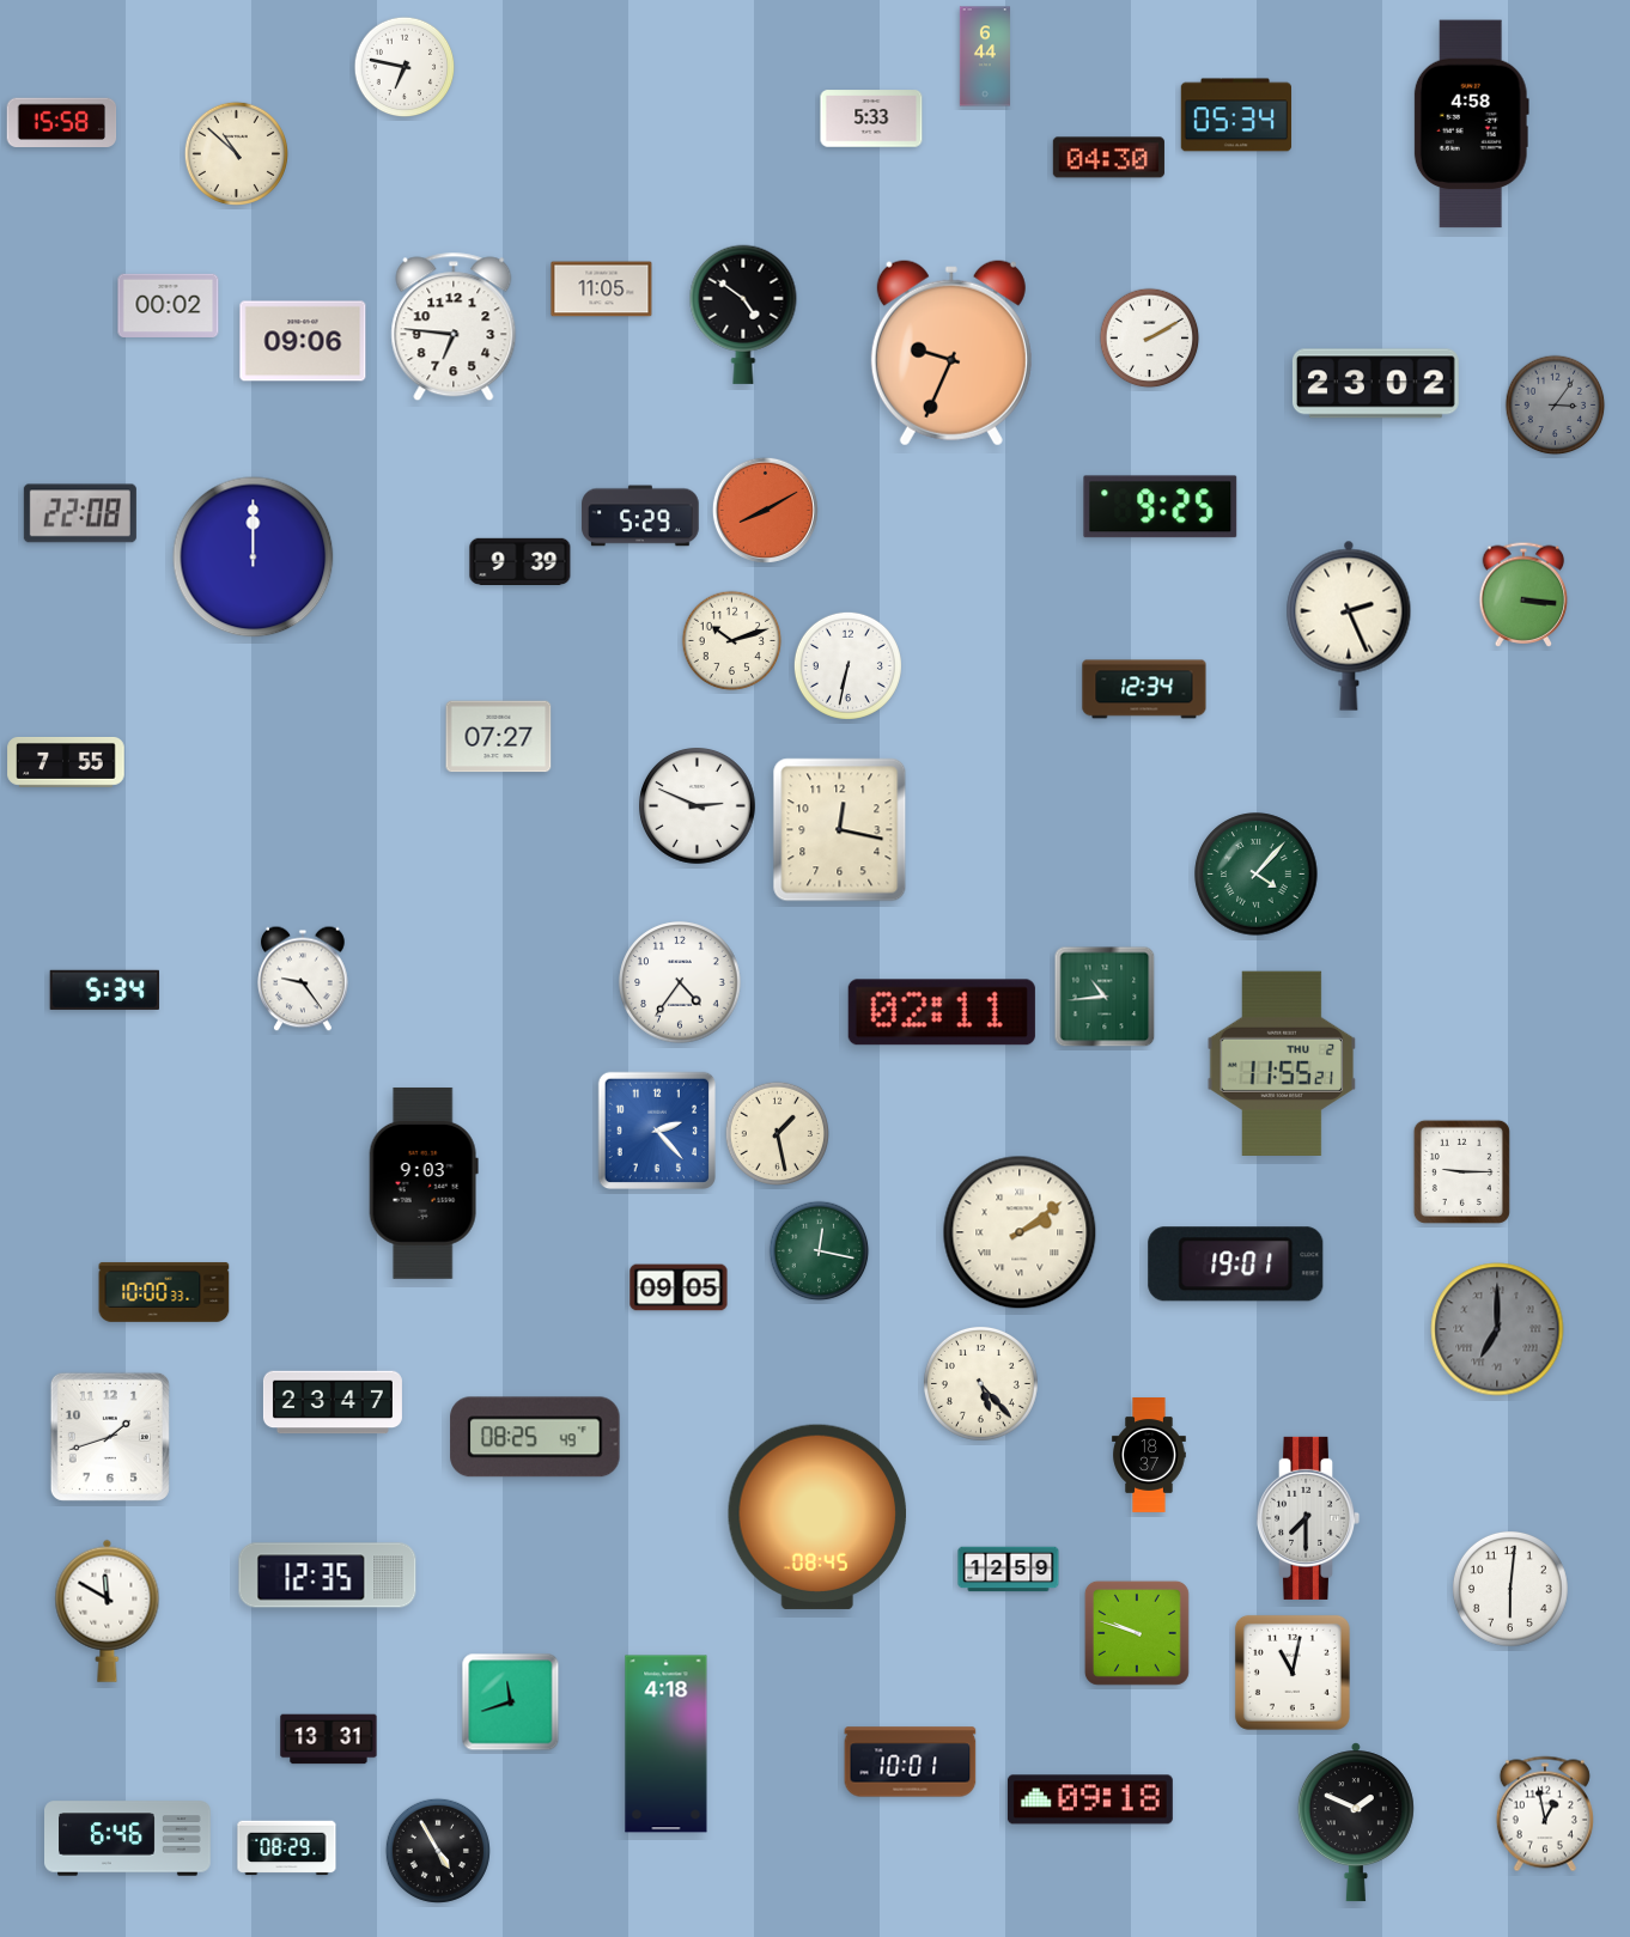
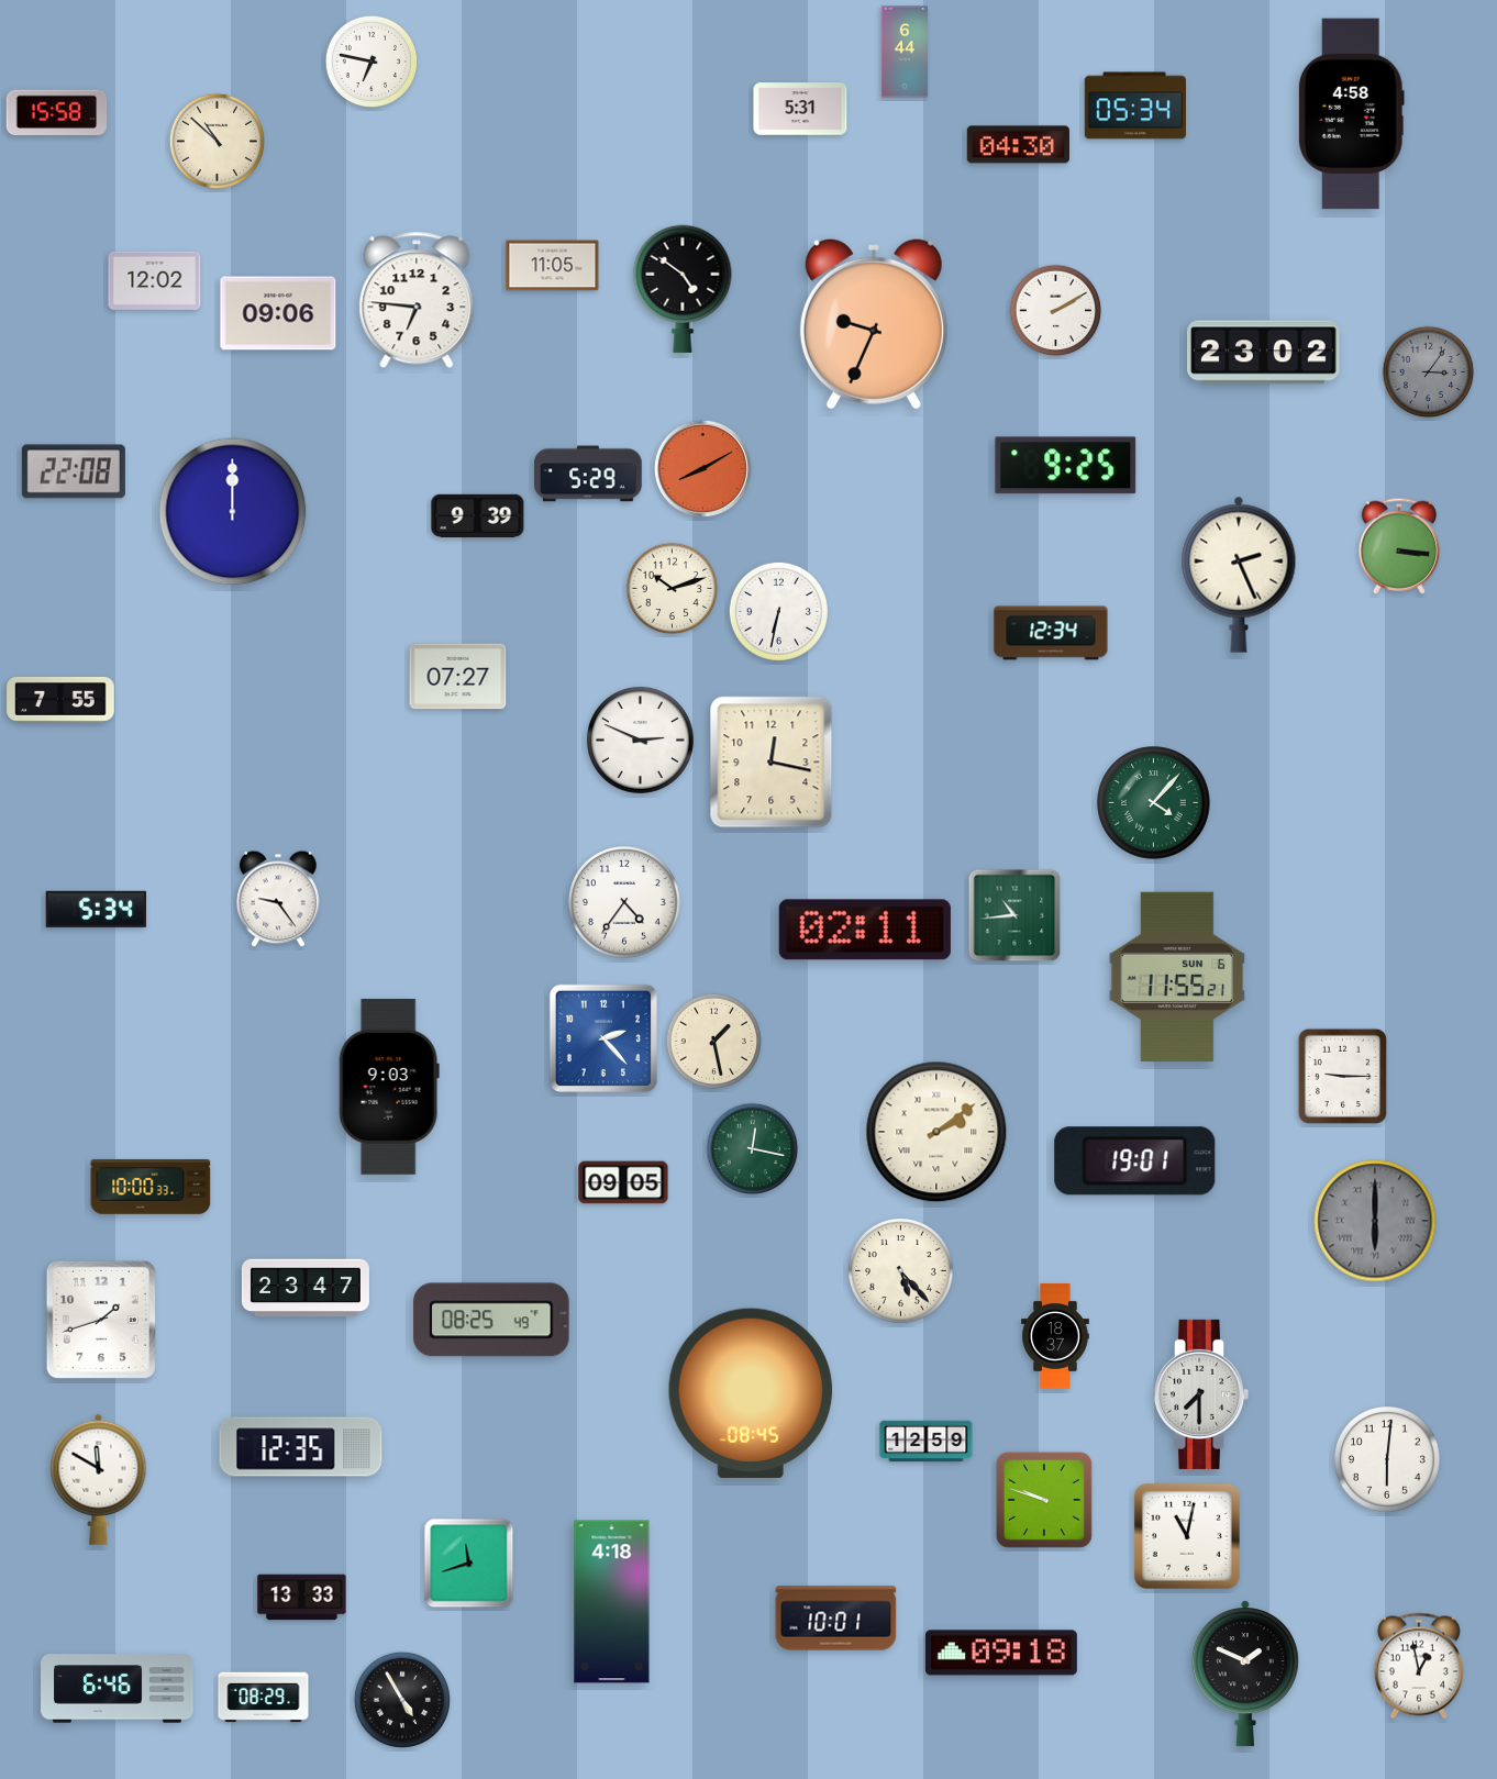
clock at (871, 118): 5:33 -> 5:31
clock at (169, 305): 00:02 -> 12:02
clock at (1282, 1062) date: THU 2 -> SUN 6
clock at (1497, 1329): 7:00 -> 6:00
clock at (329, 1740): 13:31 -> 13:33
